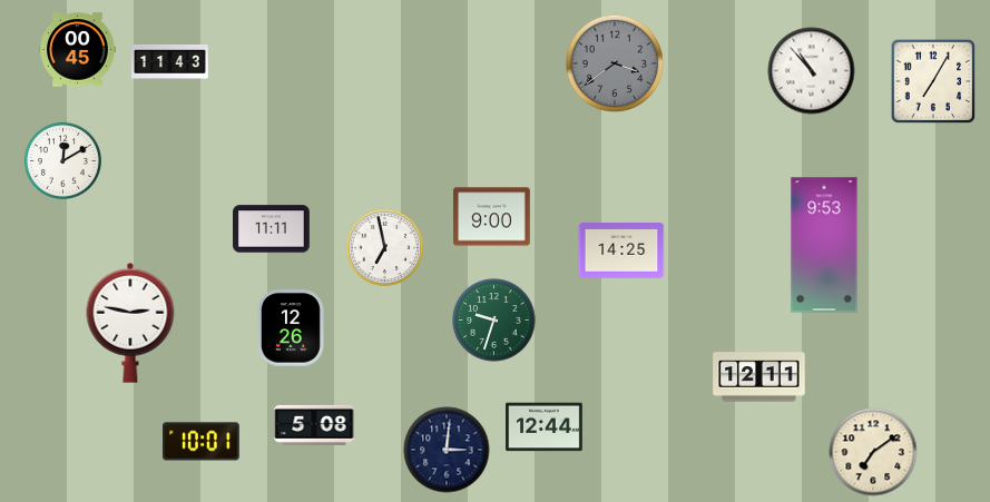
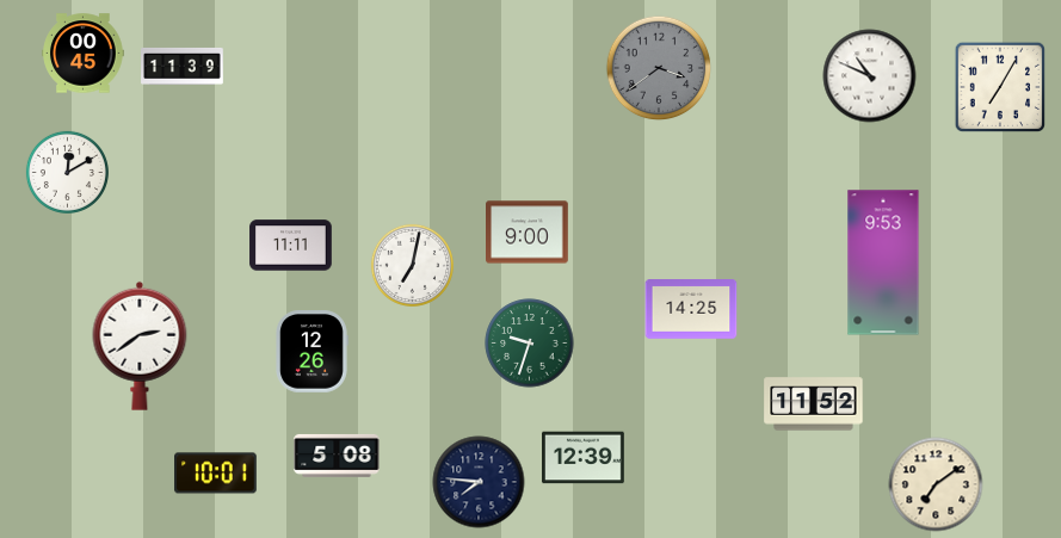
clock at (170, 61): 11:43 -> 11:39
clock at (812, 71): 10:53 -> 10:49
clock at (384, 247): 6:58 -> 7:02
clock at (621, 250) position: (621, 250) -> (691, 309)
clock at (130, 323): 2:47 -> 2:39
clock at (759, 377): 12:11 -> 11:52
clock at (545, 427): 12:44 -> 12:39
clock at (447, 450): 3:01 -> 7:46
